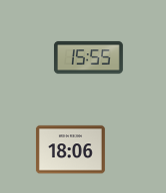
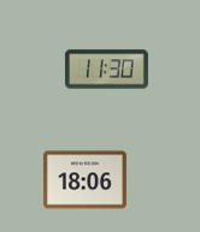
clock at (88, 58): 15:55 -> 11:30
